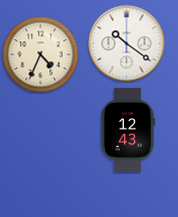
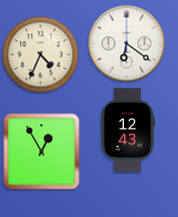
clock at (127, 44): 10:21 -> 6:21
clock at (42, 152): none -> 12:55
